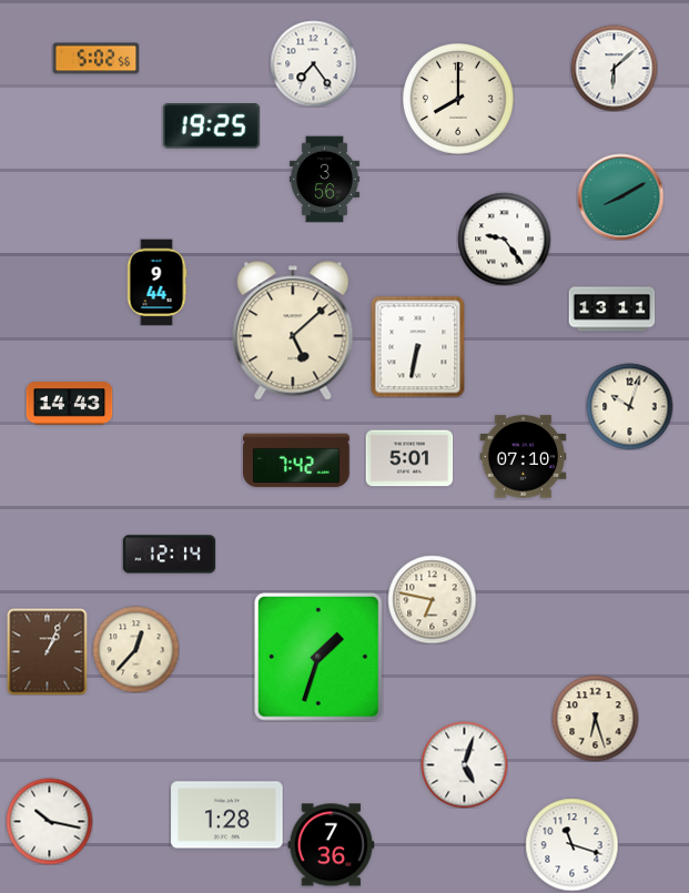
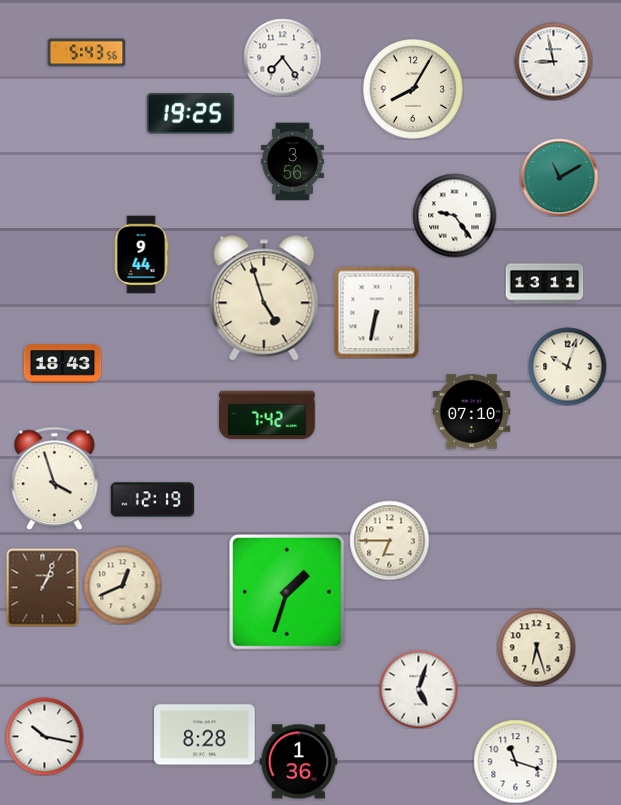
clock at (95, 59): 5:02 -> 5:43
clock at (614, 68): 6:08 -> 8:58
clock at (458, 99): 8:00 -> 8:05
clock at (620, 196): 8:10 -> 11:10
clock at (611, 309) position: (611, 309) -> (544, 284)
clock at (293, 331): 5:08 -> 4:57
clock at (69, 404): 14:43 -> 18:43
clock at (409, 458): 5:01 -> none
clock at (55, 478): none -> 3:57
clock at (169, 555): 12:14 -> 12:19
clock at (432, 599): 6:47 -> 6:45
clock at (135, 649): 12:37 -> 12:41
clock at (227, 815): 1:28 -> 8:28
clock at (49, 821) position: (49, 821) -> (44, 736)
clock at (331, 845): 7:36 -> 1:36
